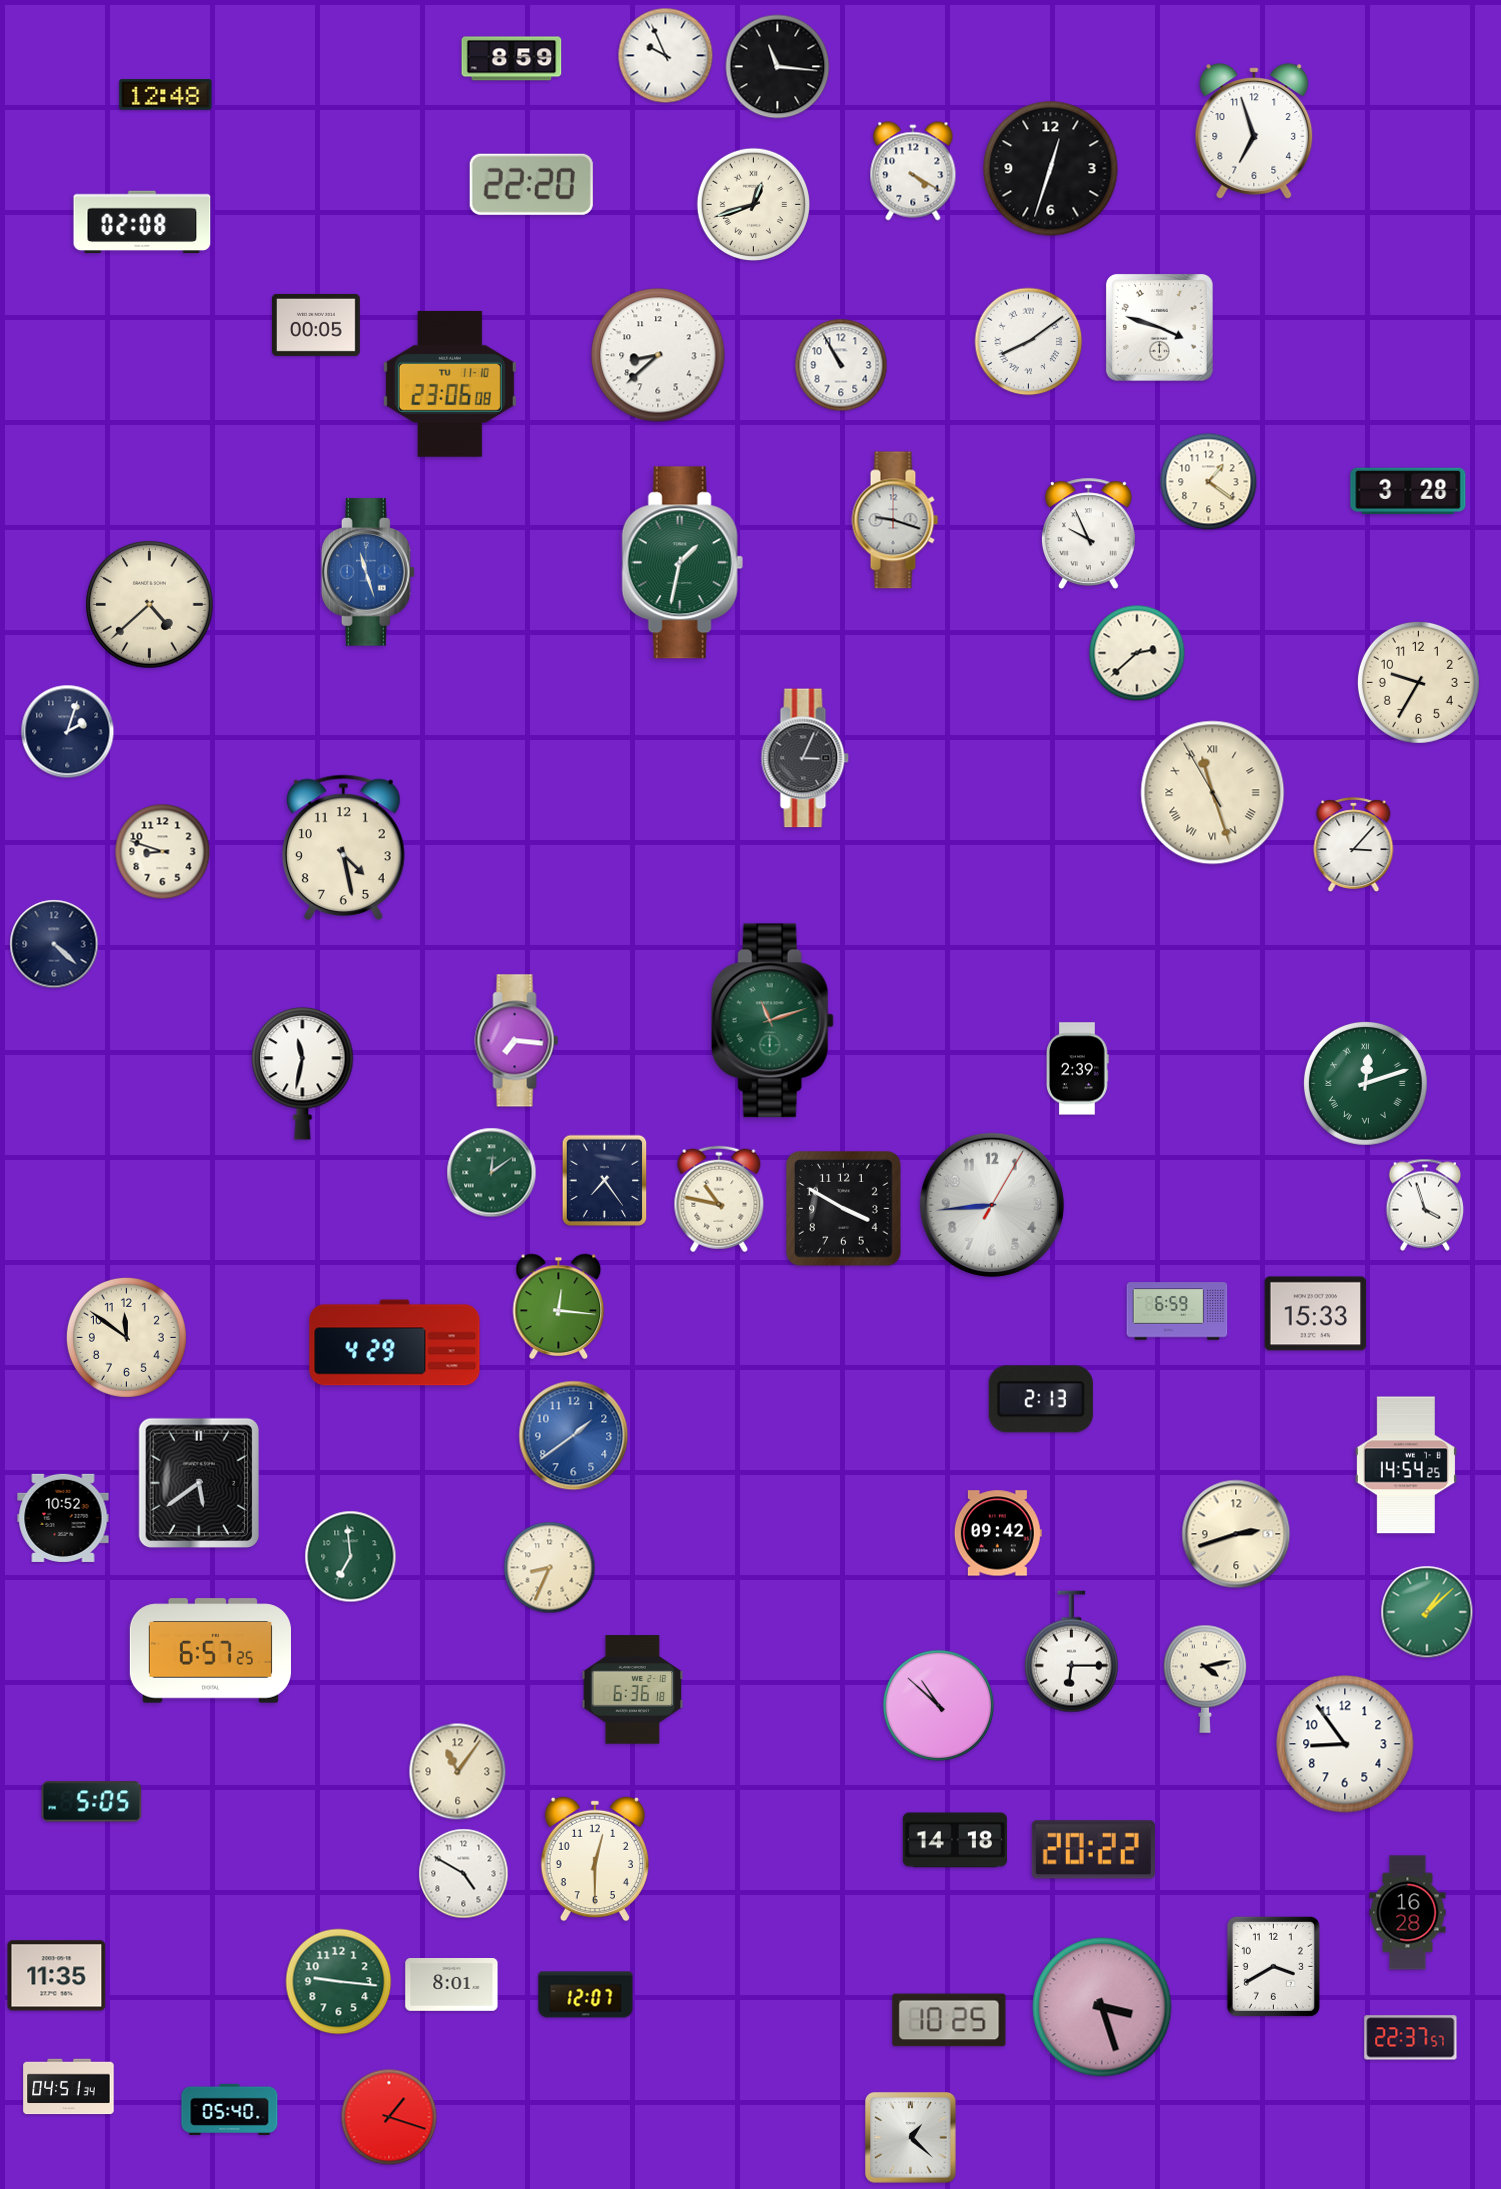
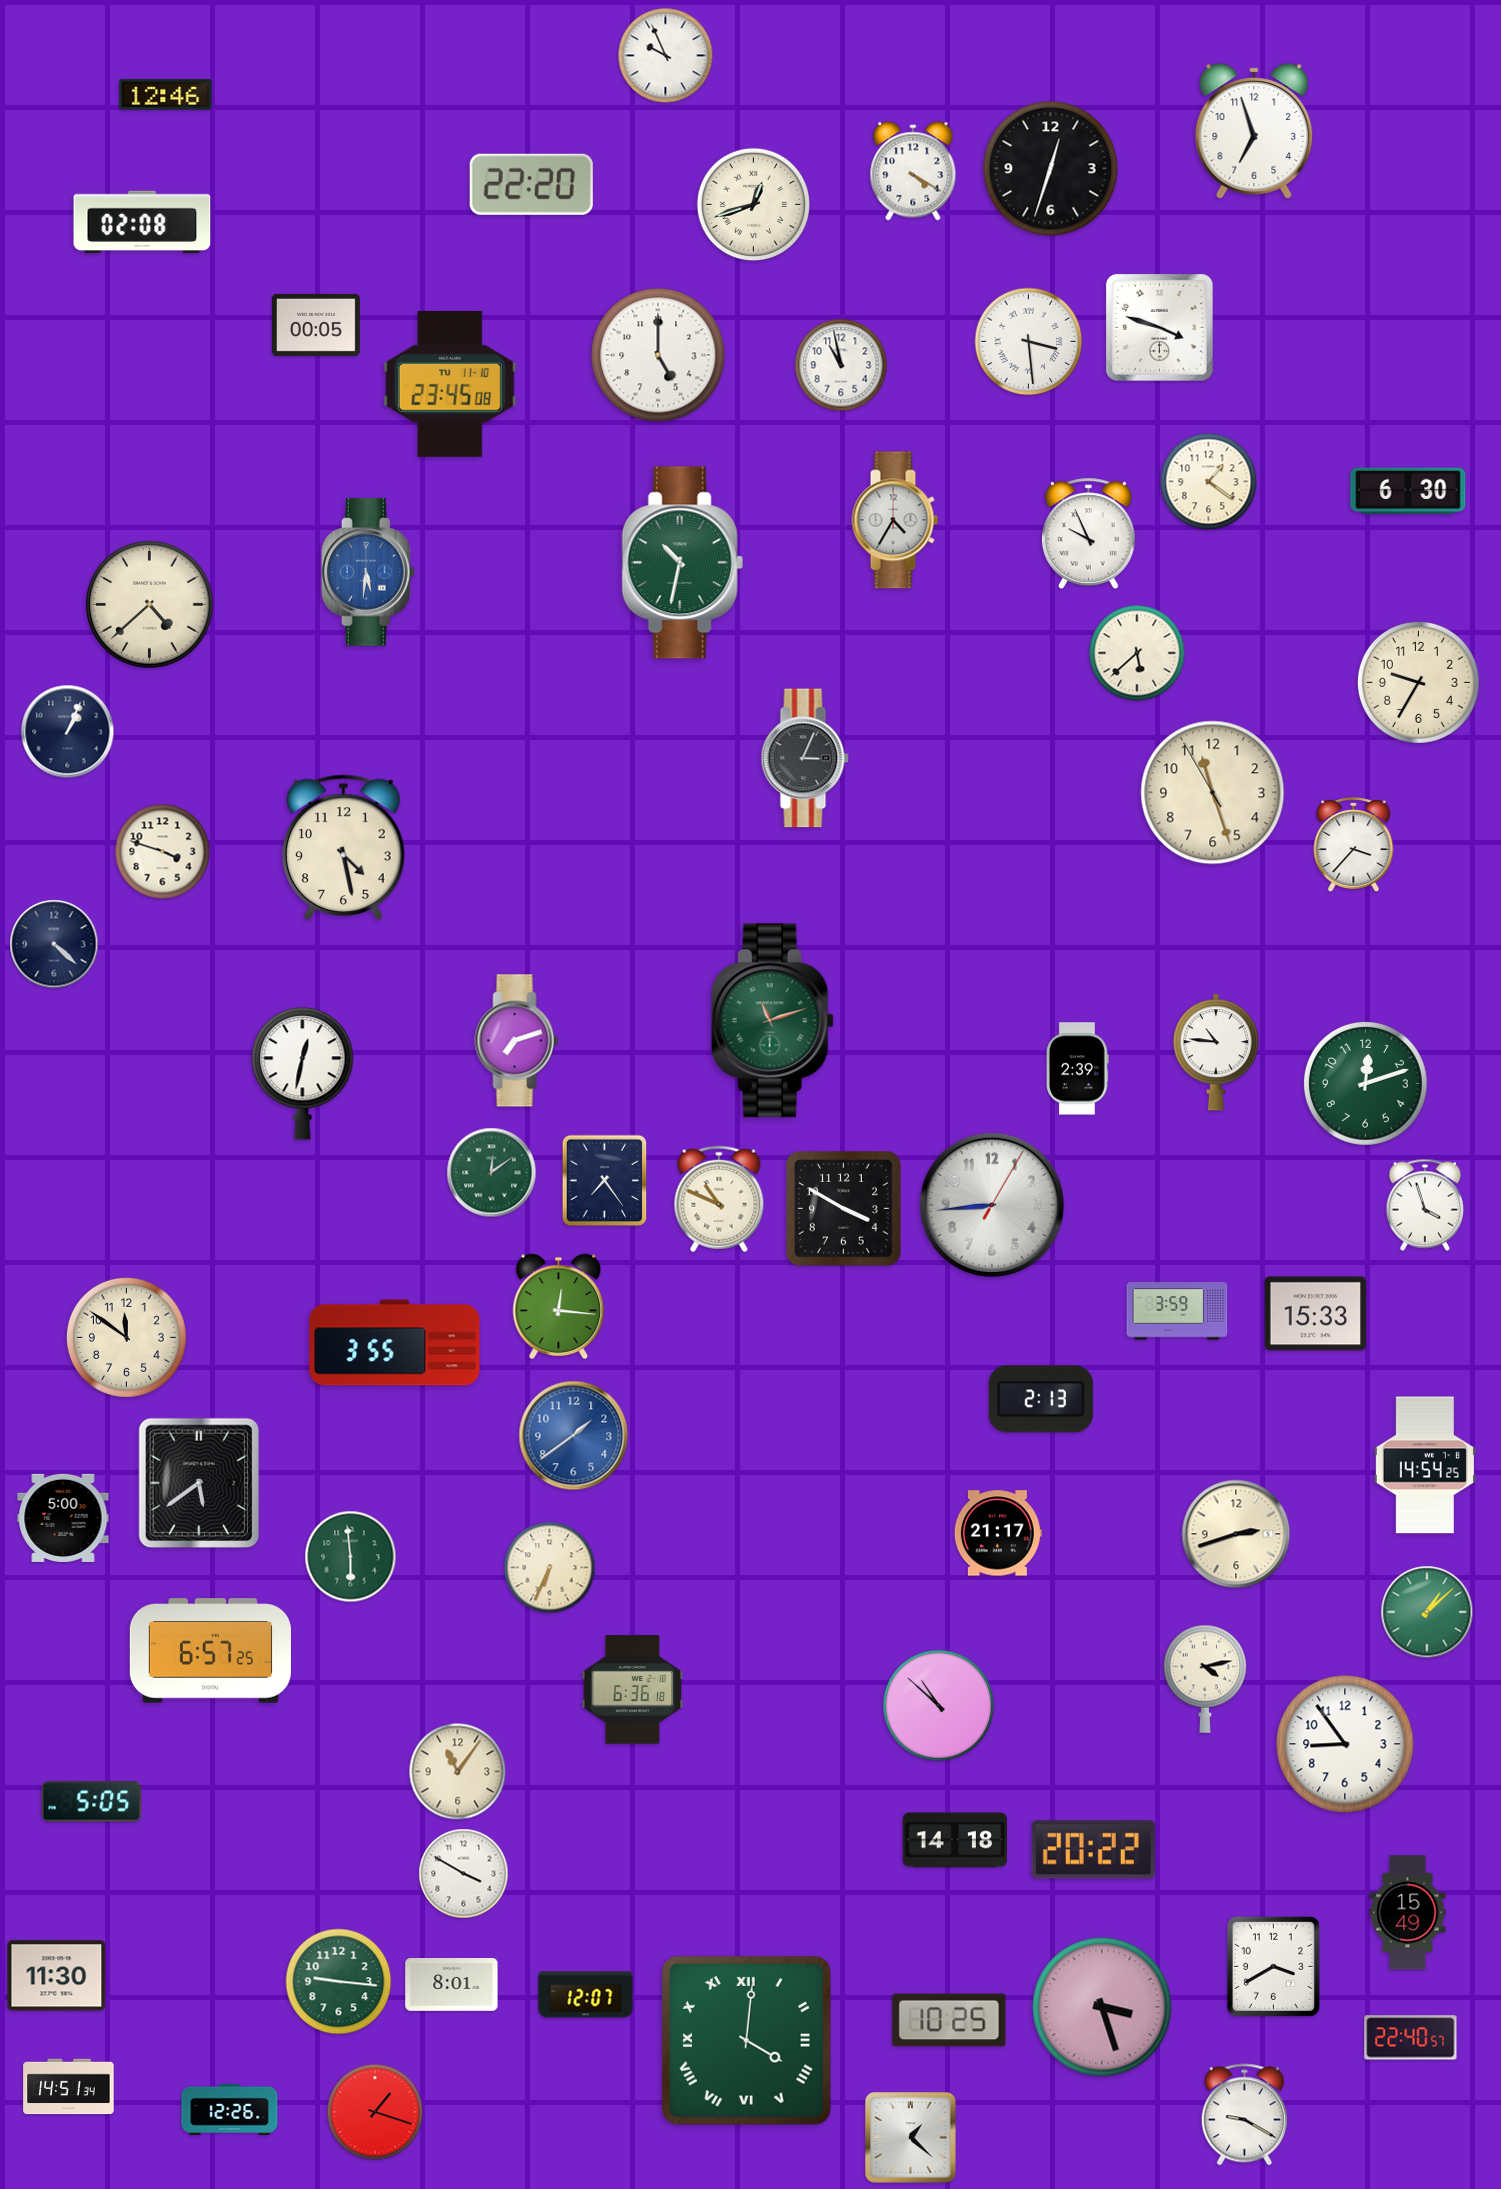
clock at (512, 59): 8:59 -> none
clock at (778, 67): 11:16 -> none
clock at (166, 95): 12:48 -> 12:46
clock at (1029, 342): 8:09 -> 3:29
clock at (658, 355): 8:38 -> 5:00
clock at (841, 365): 10:55 -> 10:58
clock at (450, 384): 23:06 -> 23:45
clock at (1408, 491): 3:28 -> 6:30
clock at (895, 520): 9:18 -> 4:35
clock at (682, 563): 1:32 -> 10:32
clock at (368, 572): 11:27 -> 5:31
clock at (1137, 653): 2:38 -> 5:38
clock at (68, 732): 2:03 -> 1:04
clock at (1213, 793) numerals: Roman -> Arabic
clock at (1354, 844): 3:07 -> 3:37
clock at (163, 852): 8:48 -> 3:48
clock at (517, 1041): 7:16 -> 7:12
clock at (1216, 1052): none -> 10:46
clock at (303, 1074): 11:32 -> 12:32
clock at (1365, 1083) numerals: Roman -> Arabic
clock at (719, 1199): 10:47 -> 10:49
clock at (1177, 1311): 6:59 -> 3:59
clock at (395, 1343): 4:29 -> 3:55
clock at (1406, 1465) position: (1406, 1465) -> (1425, 1465)
clock at (63, 1518): 10:52 -> 5:00
clock at (998, 1533): 09:42 -> 21:17
clock at (351, 1557): 6:59 -> 5:59
clock at (550, 1568): 8:34 -> 6:34
clock at (1071, 1652): 6:15 -> none
clock at (595, 1859): 12:30 -> none
clock at (464, 1874): 4:50 -> 3:50
clock at (1408, 1913): 16:28 -> 15:49
clock at (57, 1976): 11:35 -> 11:30
clock at (1411, 2038): 22:37 -> 22:40
clock at (746, 2040): none -> 4:01
clock at (69, 2087): 04:51 -> 14:51
clock at (230, 2109): 05:40 -> 12:26
clock at (1244, 2115): none -> 9:20
clock at (389, 2117) position: (389, 2117) -> (375, 2112)
